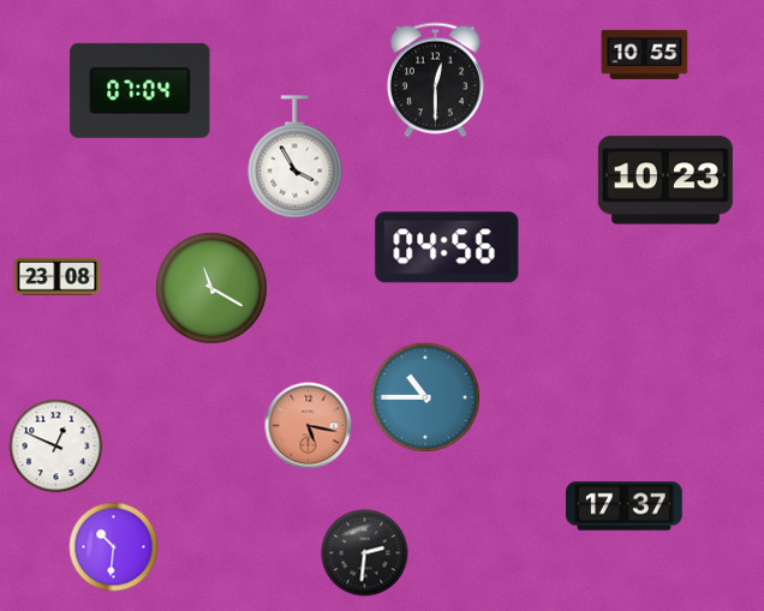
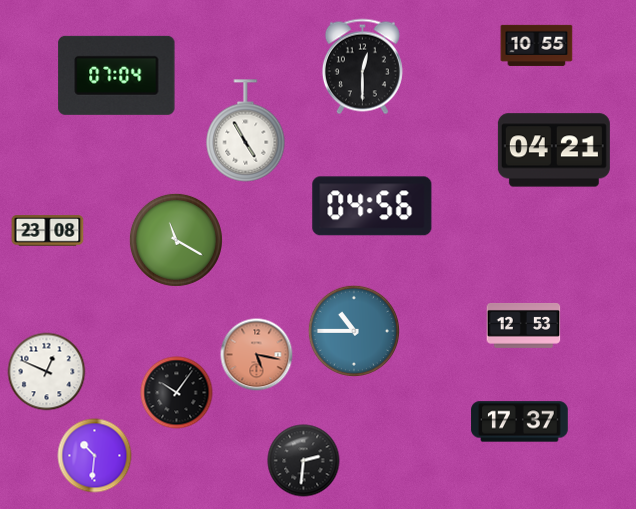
clock at (296, 157): 3:55 -> 4:55
clock at (665, 180): 10:23 -> 04:21
clock at (524, 326): none -> 12:53
clock at (177, 393): none -> 10:06
